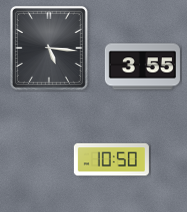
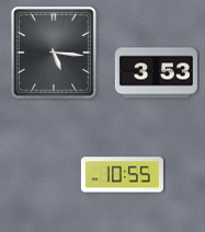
clock at (142, 67): 3:55 -> 3:53
clock at (111, 160): 10:50 -> 10:55
